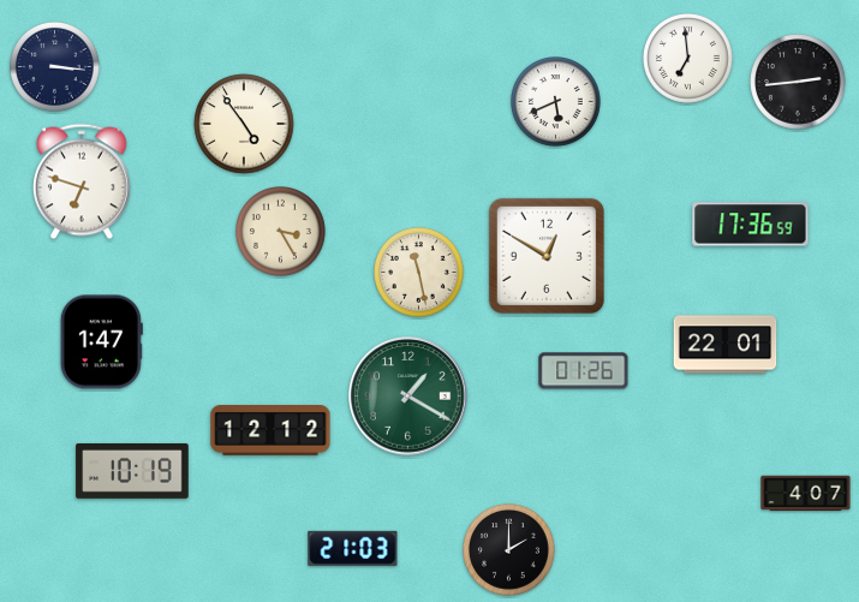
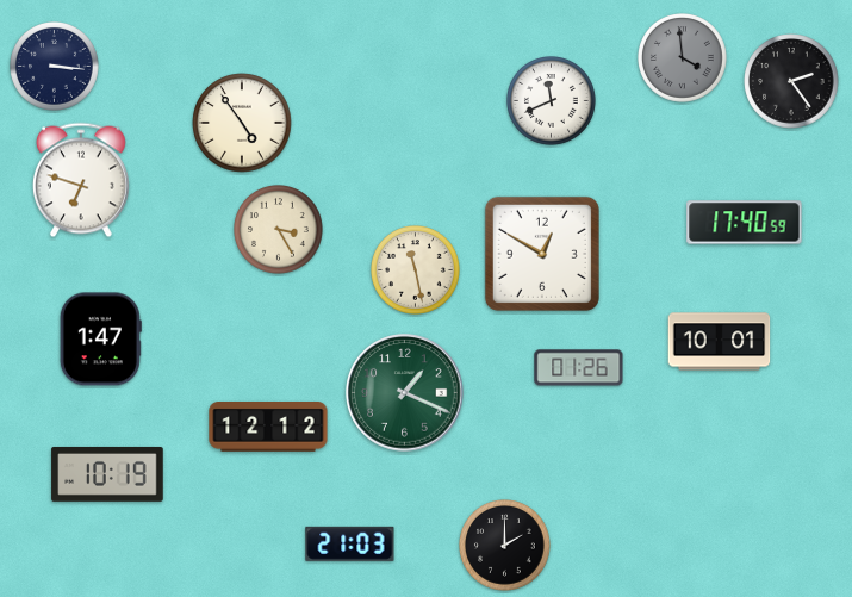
clock at (688, 59): 6:59 -> 3:59
clock at (688, 59) dial: white -> grey
clock at (798, 82): 2:44 -> 2:24
clock at (556, 102): 5:41 -> 11:41
clock at (751, 225): 17:36 -> 17:40
clock at (726, 345): 22:01 -> 10:01
clock at (408, 397): 1:20 -> 1:19
clock at (132, 471) position: (132, 471) -> (107, 474)
clock at (806, 494): 4:07 -> none
